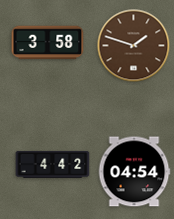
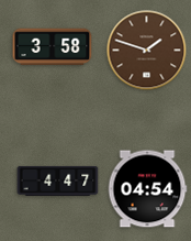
clock at (53, 164): 4:42 -> 4:47
